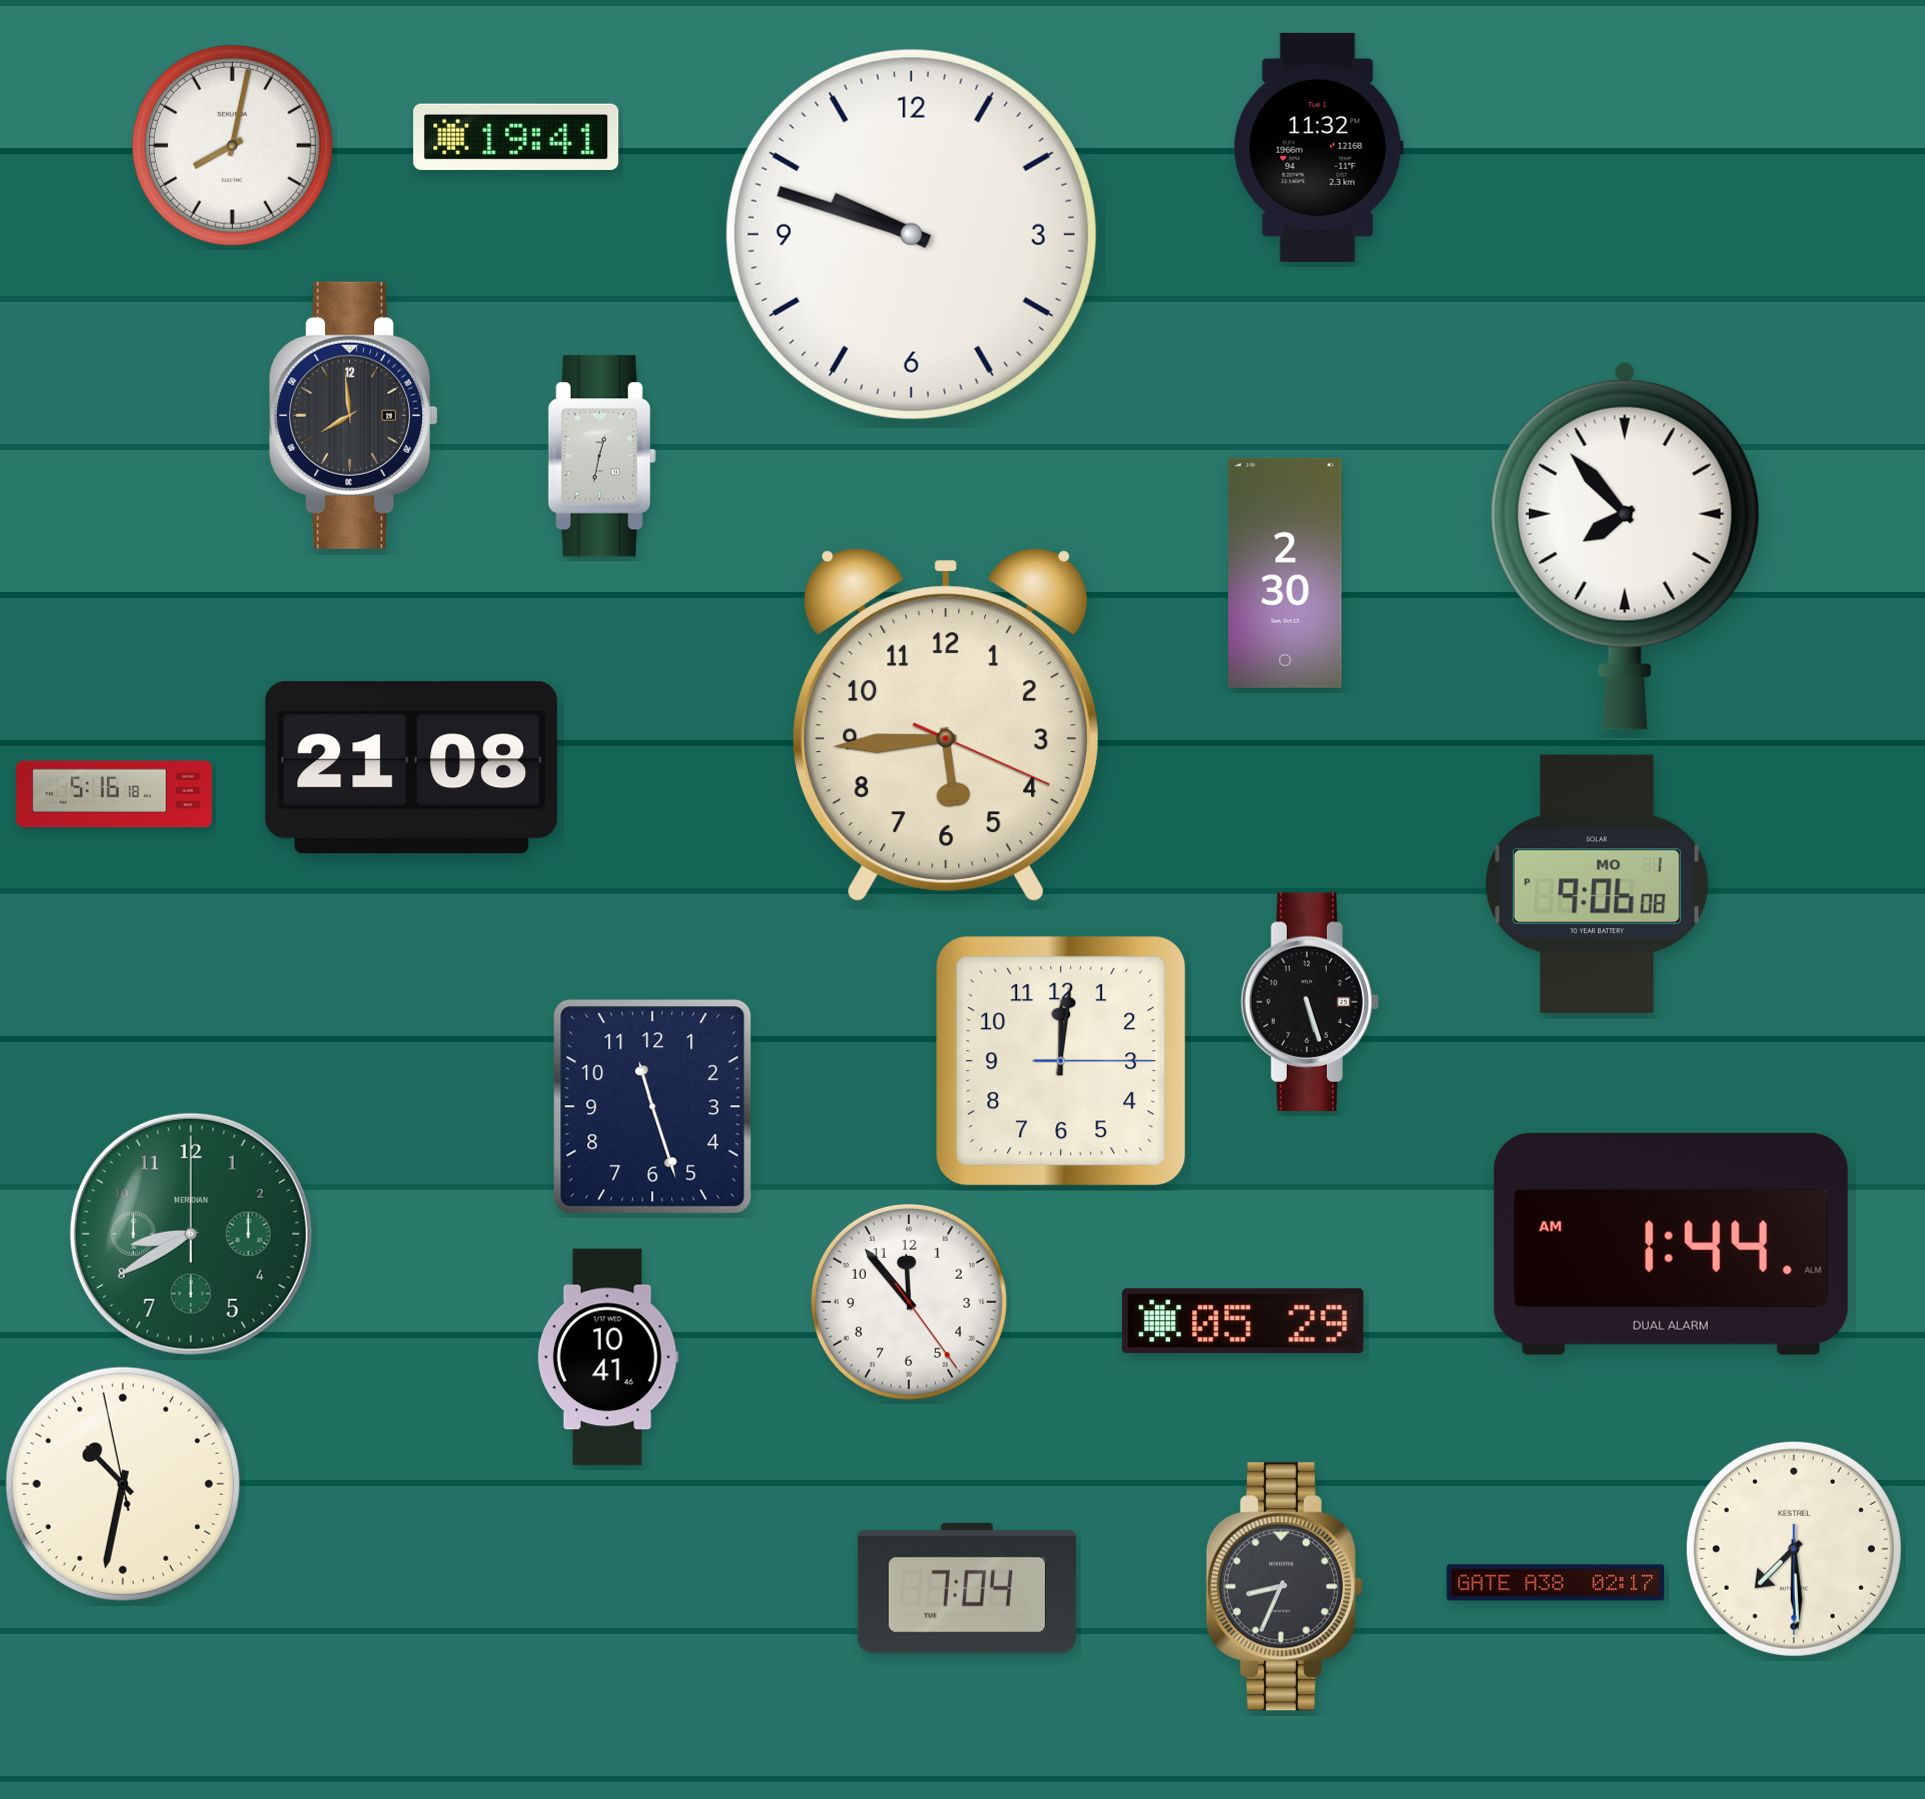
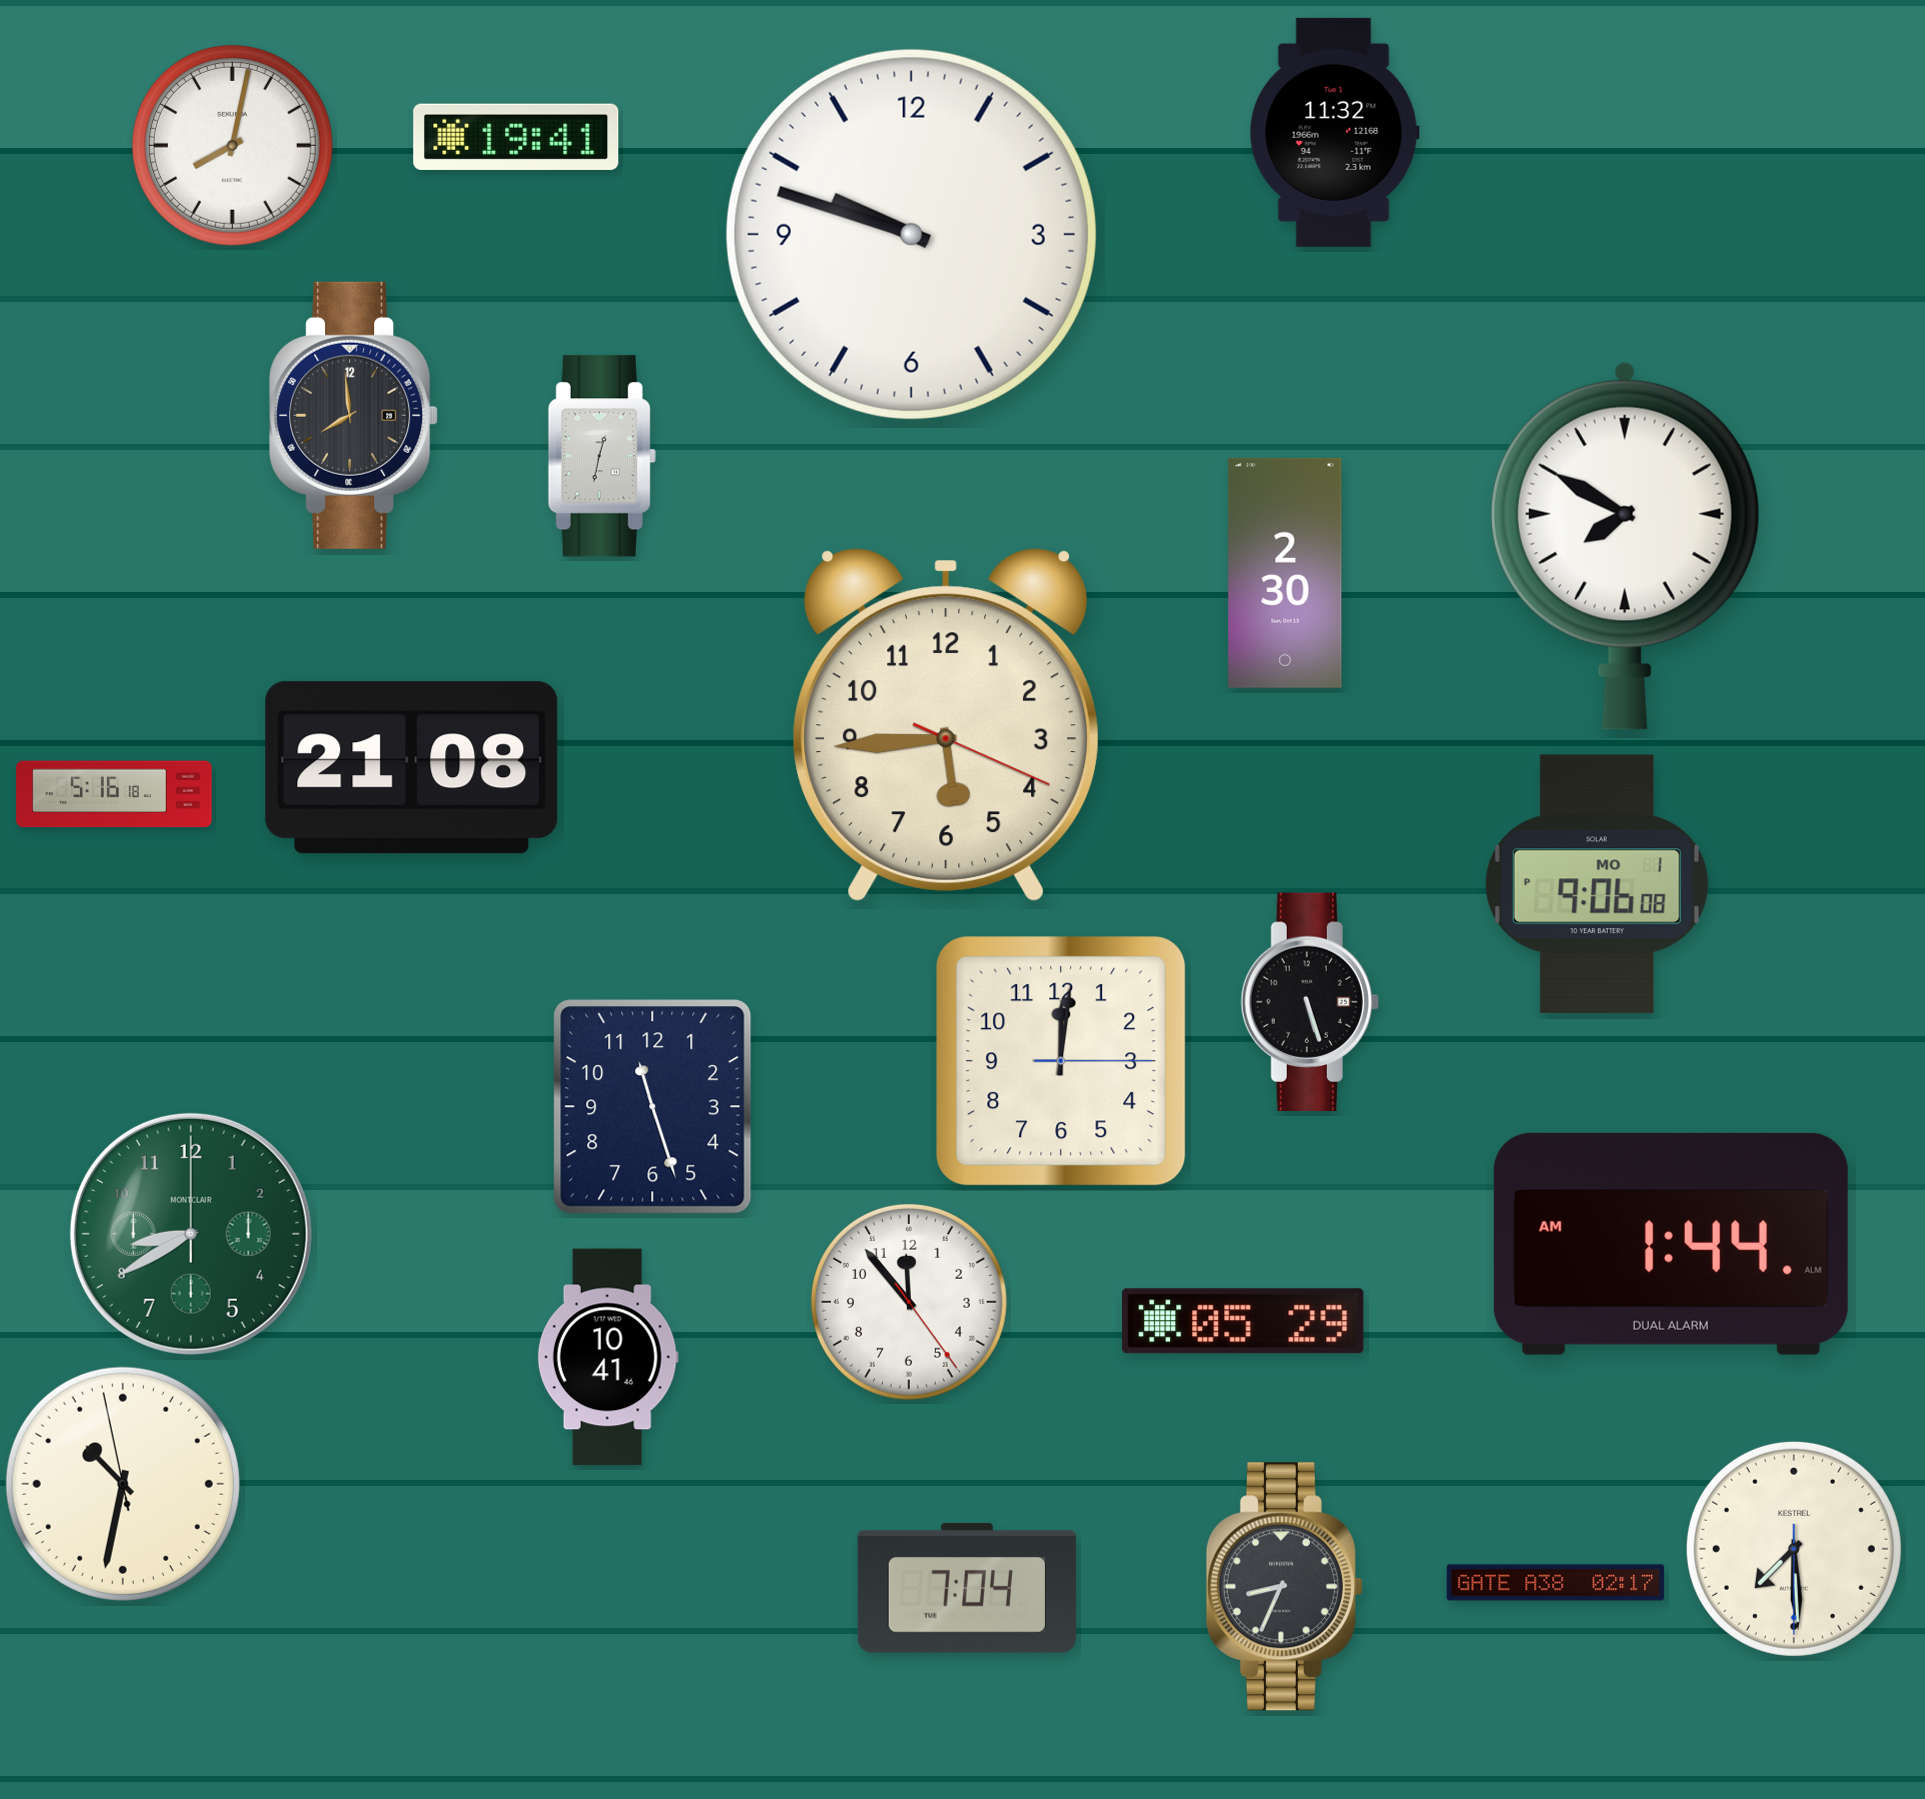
clock at (1318, 147) position: (1318, 147) -> (1334, 132)
clock at (1625, 546): 7:53 -> 7:50
clock at (191, 1234) brand: MERIDIAN -> MONTCLAIR
